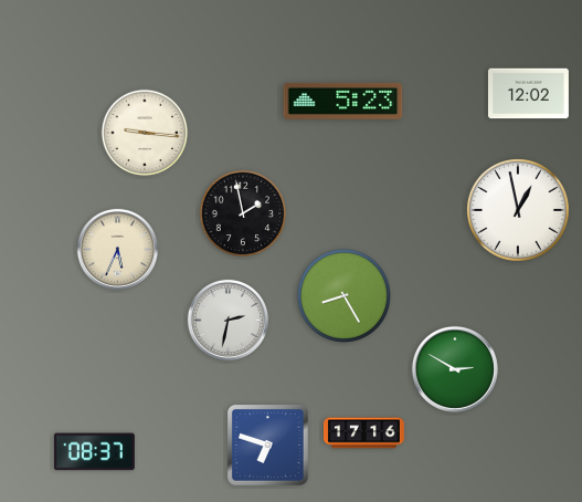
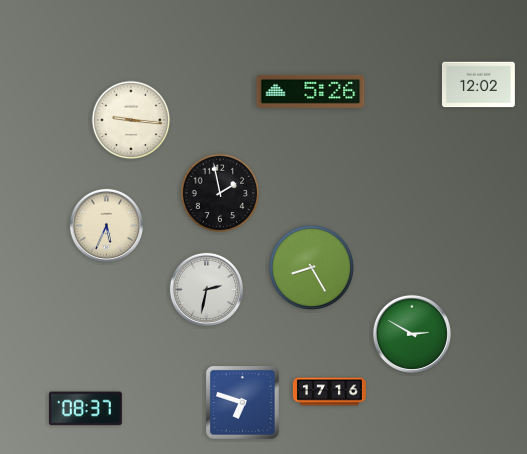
clock at (343, 101): 5:23 -> 5:26
clock at (519, 211): 12:58 -> none
